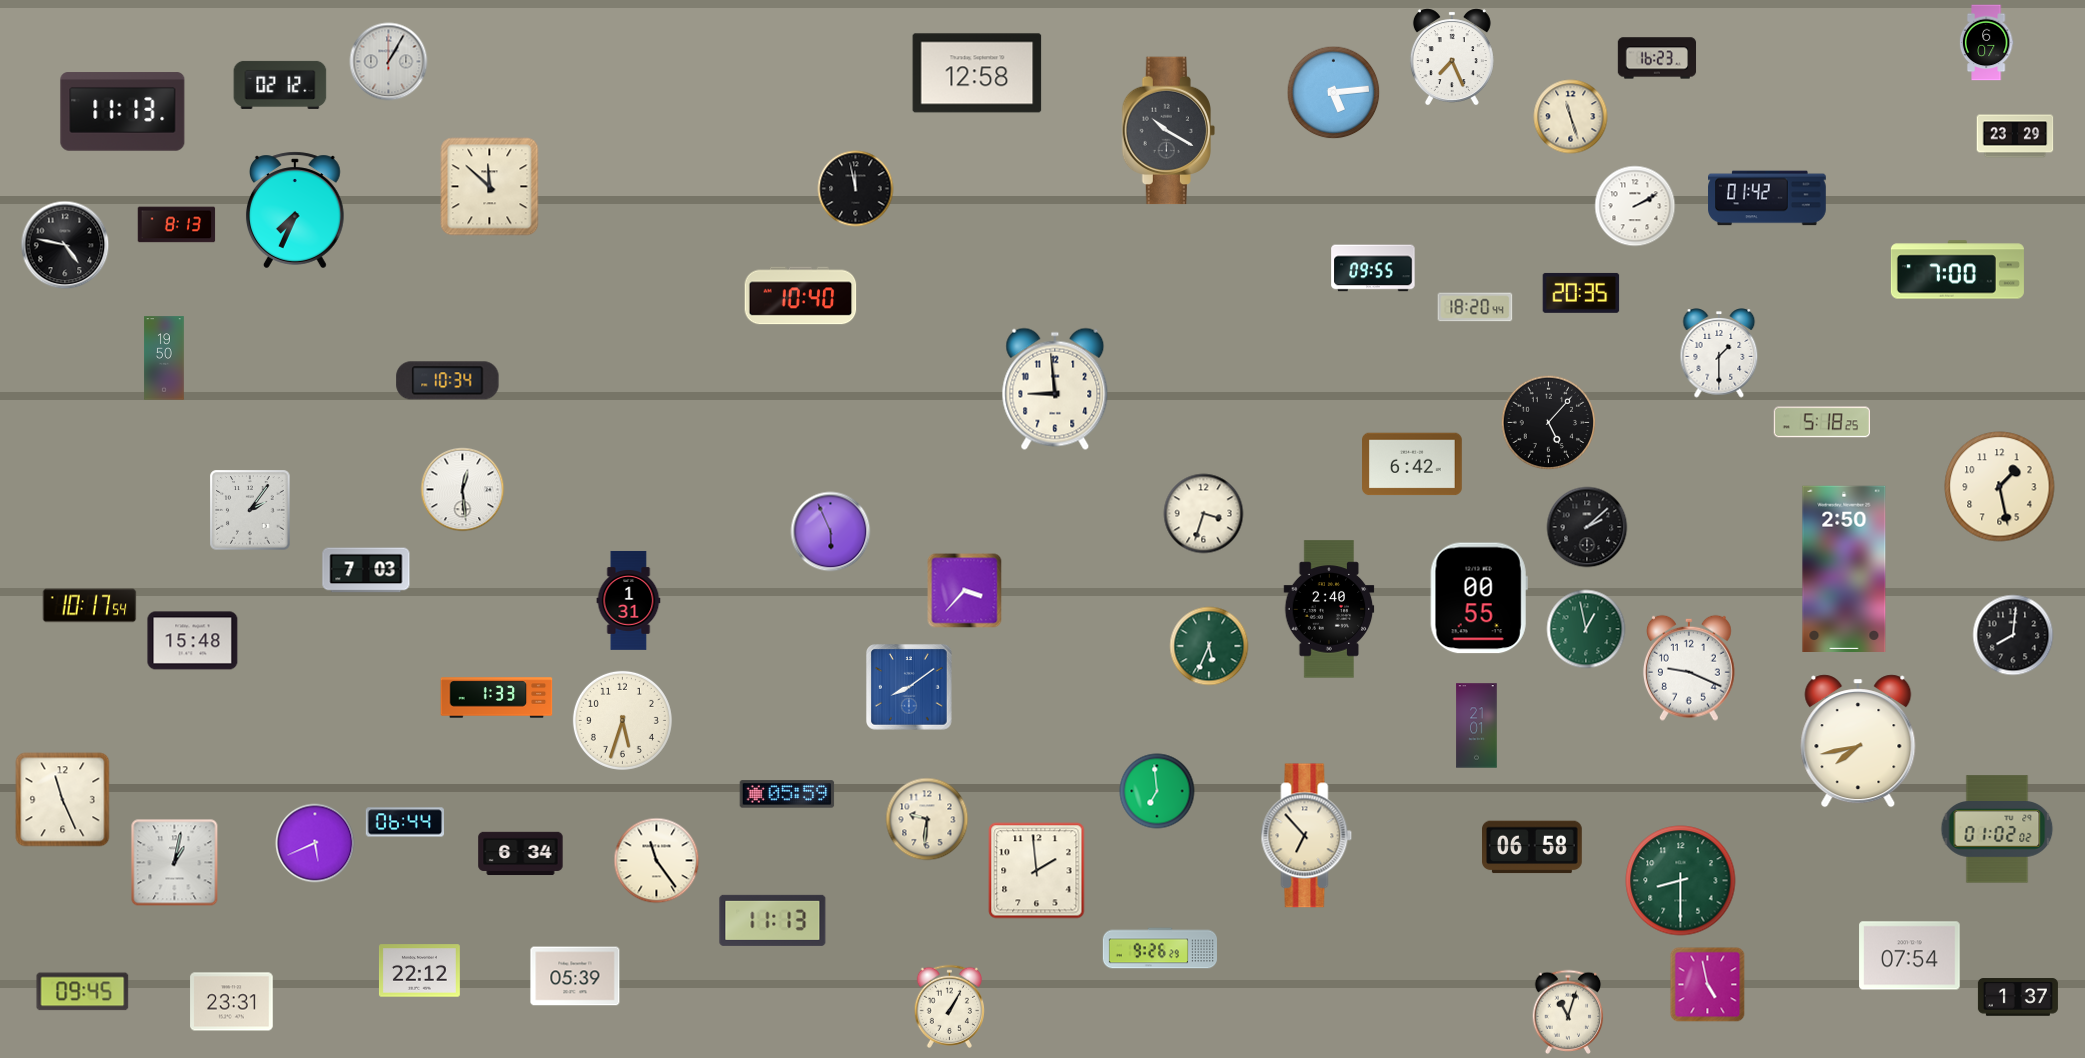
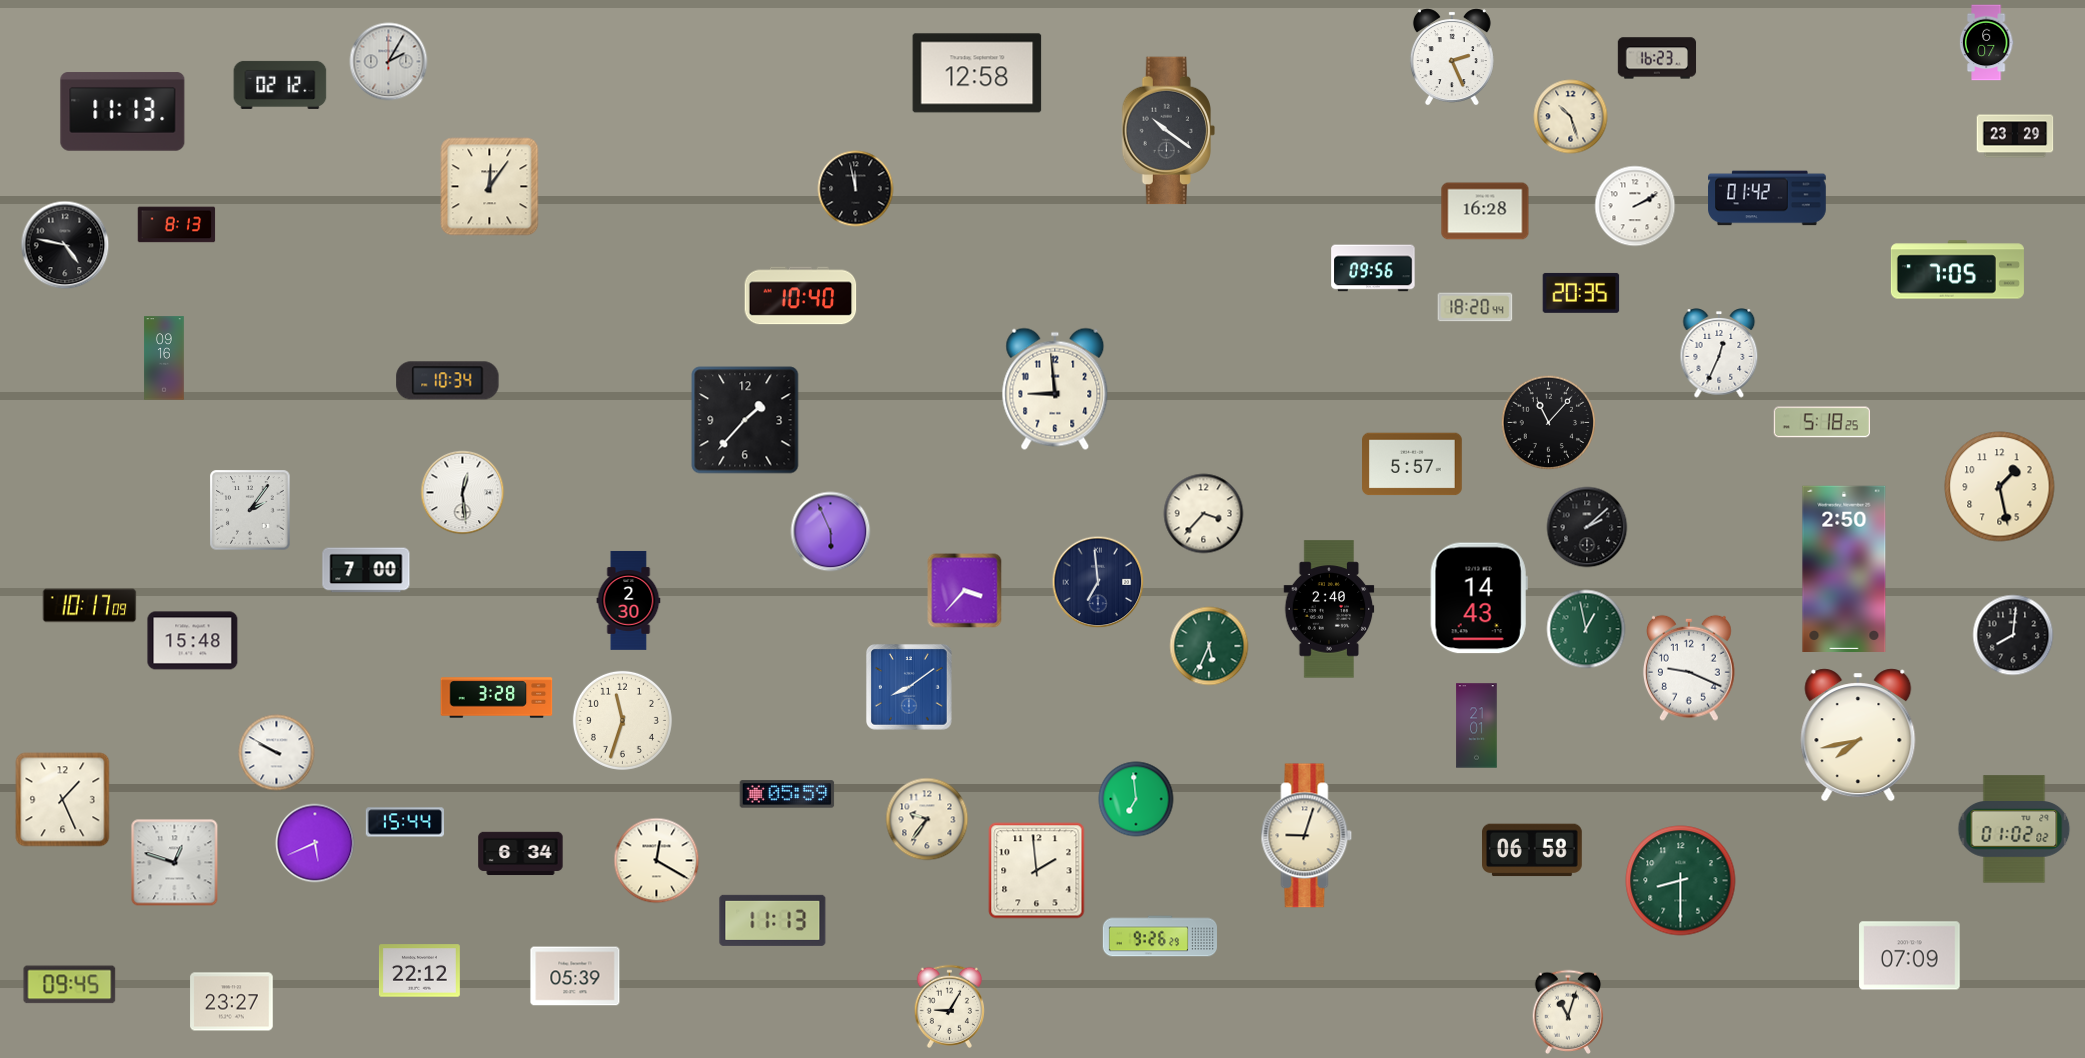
clock at (1452, 57): 7:26 -> 2:26
clock at (389, 62): 1:05 -> 2:05
clock at (1334, 93): 5:14 -> none
clock at (1571, 117): 11:27 -> 10:27
clock at (1168, 131): 10:20 -> 10:21
clock at (490, 187): 11:52 -> 12:06
clock at (295, 210): 7:34 -> none
clock at (1485, 211): none -> 16:28
clock at (1373, 268): 09:55 -> 09:56
clock at (1957, 270): 7:00 -> 7:05
clock at (1719, 353): 1:30 -> 12:34
clock at (164, 358): 19:50 -> 09:16
clock at (745, 420): none -> 1:37
clock at (1549, 423): 5:07 -> 11:07
clock at (1413, 464): 6:42 -> 5:57
clock at (463, 490) position: (463, 490) -> (463, 493)
clock at (1204, 514): 3:33 -> 3:37
clock at (366, 570): 7:03 -> 7:00
clock at (1098, 582): none -> 6:59
clock at (1479, 598): 00:55 -> 14:43
clock at (629, 600): 1:31 -> 2:30
clock at (90, 606): 10:17:54 -> 10:17:09
clock at (497, 698): 1:33 -> 3:28
clock at (622, 720): 5:33 -> 11:33
clock at (1858, 741) position: (1858, 741) -> (1858, 735)
clock at (277, 753): none -> 9:50
clock at (1157, 791) position: (1157, 791) -> (1136, 799)
clock at (63, 800): 11:26 -> 1:26
clock at (927, 819): 9:31 -> 9:36
clock at (405, 822): 06:44 -> 15:44
clock at (1997, 829) position: (1997, 829) -> (2014, 829)
clock at (1307, 836): 6:53 -> 9:03
clock at (1533, 847) position: (1533, 847) -> (1533, 850)
clock at (657, 861): 11:24 -> 12:20
clock at (175, 863): 1:02 -> 12:48
clock at (1159, 948) position: (1159, 948) -> (1159, 936)
clock at (1910, 956): 07:54 -> 07:09
clock at (1708, 985): 4:58 -> none
clock at (83, 992) position: (83, 992) -> (70, 985)
clock at (2018, 997): 1:37 -> none
clock at (232, 1002): 23:31 -> 23:27
clock at (949, 1006): 1:05 -> 9:05
